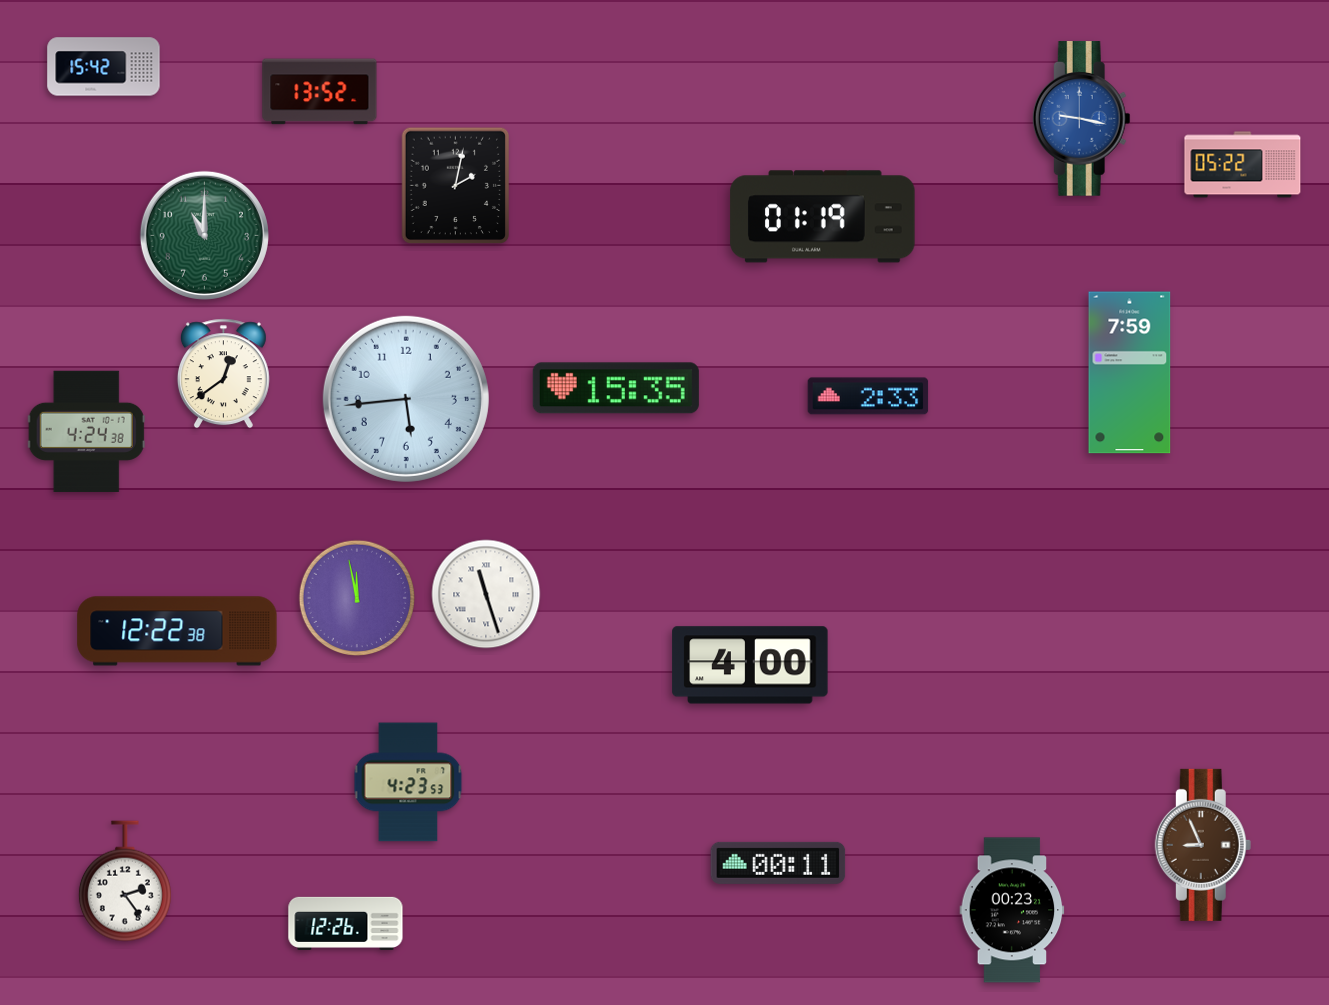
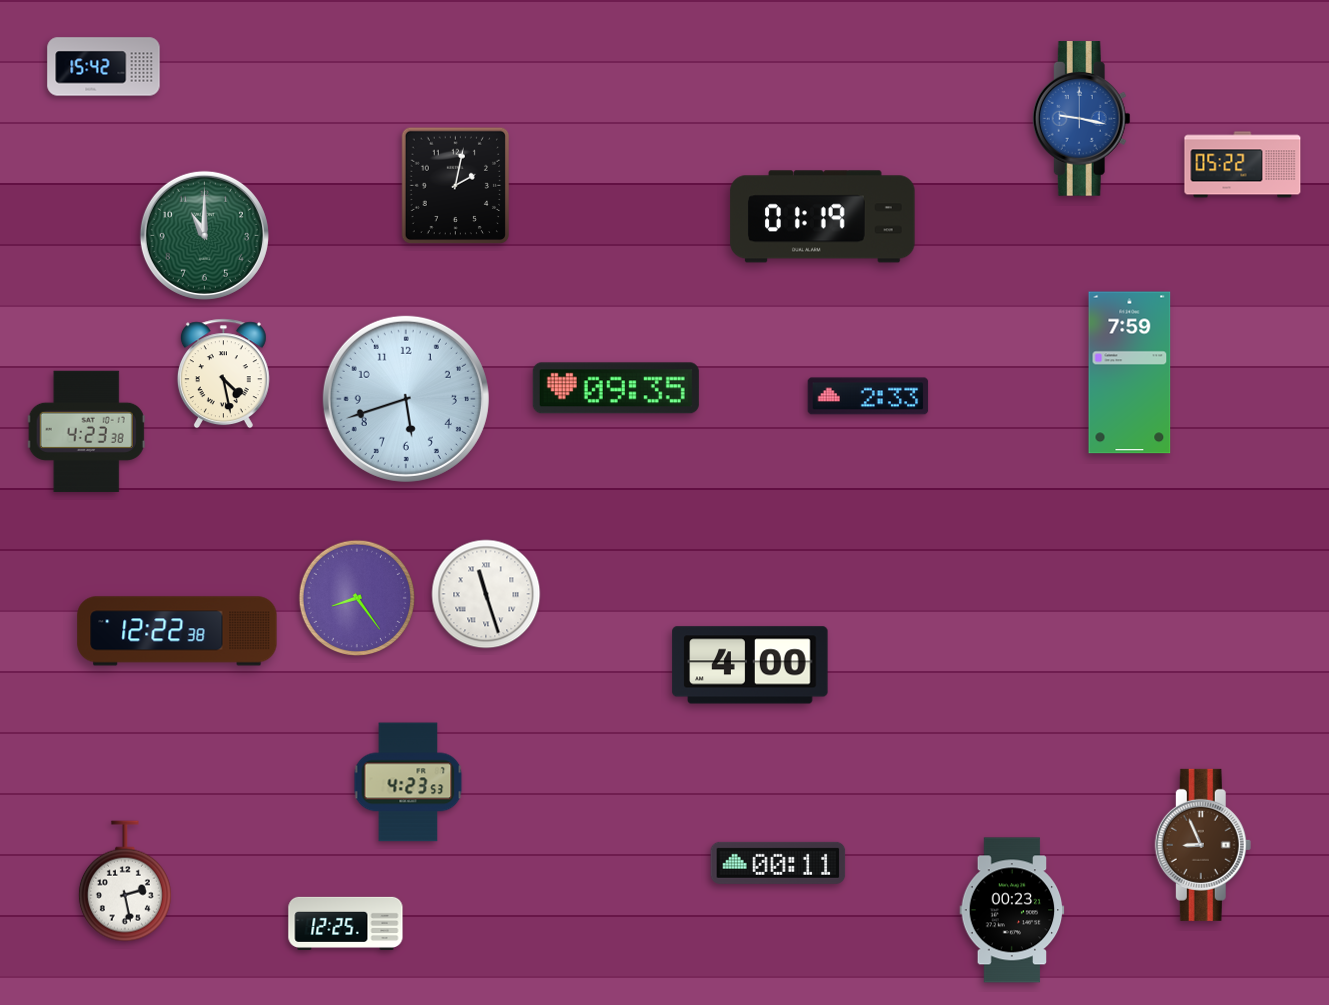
clock at (320, 92): 13:52 -> none
clock at (223, 374): 12:39 -> 4:28
clock at (616, 388): 15:35 -> 09:35
clock at (406, 399): 5:44 -> 5:42
clock at (86, 431): 4:24 -> 4:23
clock at (356, 597): 11:58 -> 8:24
clock at (125, 881): 2:24 -> 2:28
clock at (346, 923): 12:26 -> 12:25
